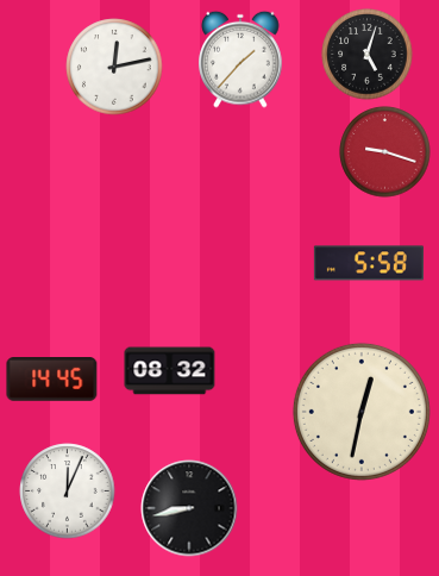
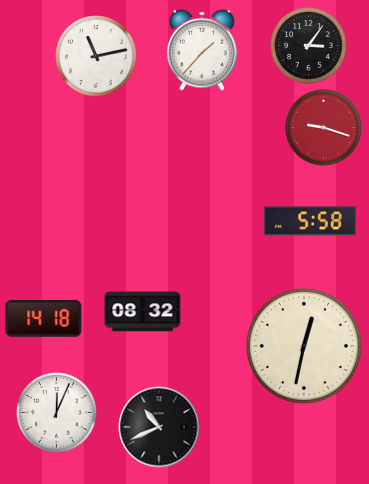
clock at (368, 55): 5:03 -> 3:06
clock at (114, 67): 12:13 -> 11:13
clock at (52, 380): 14:45 -> 14:18
clock at (189, 508): 8:43 -> 10:41
